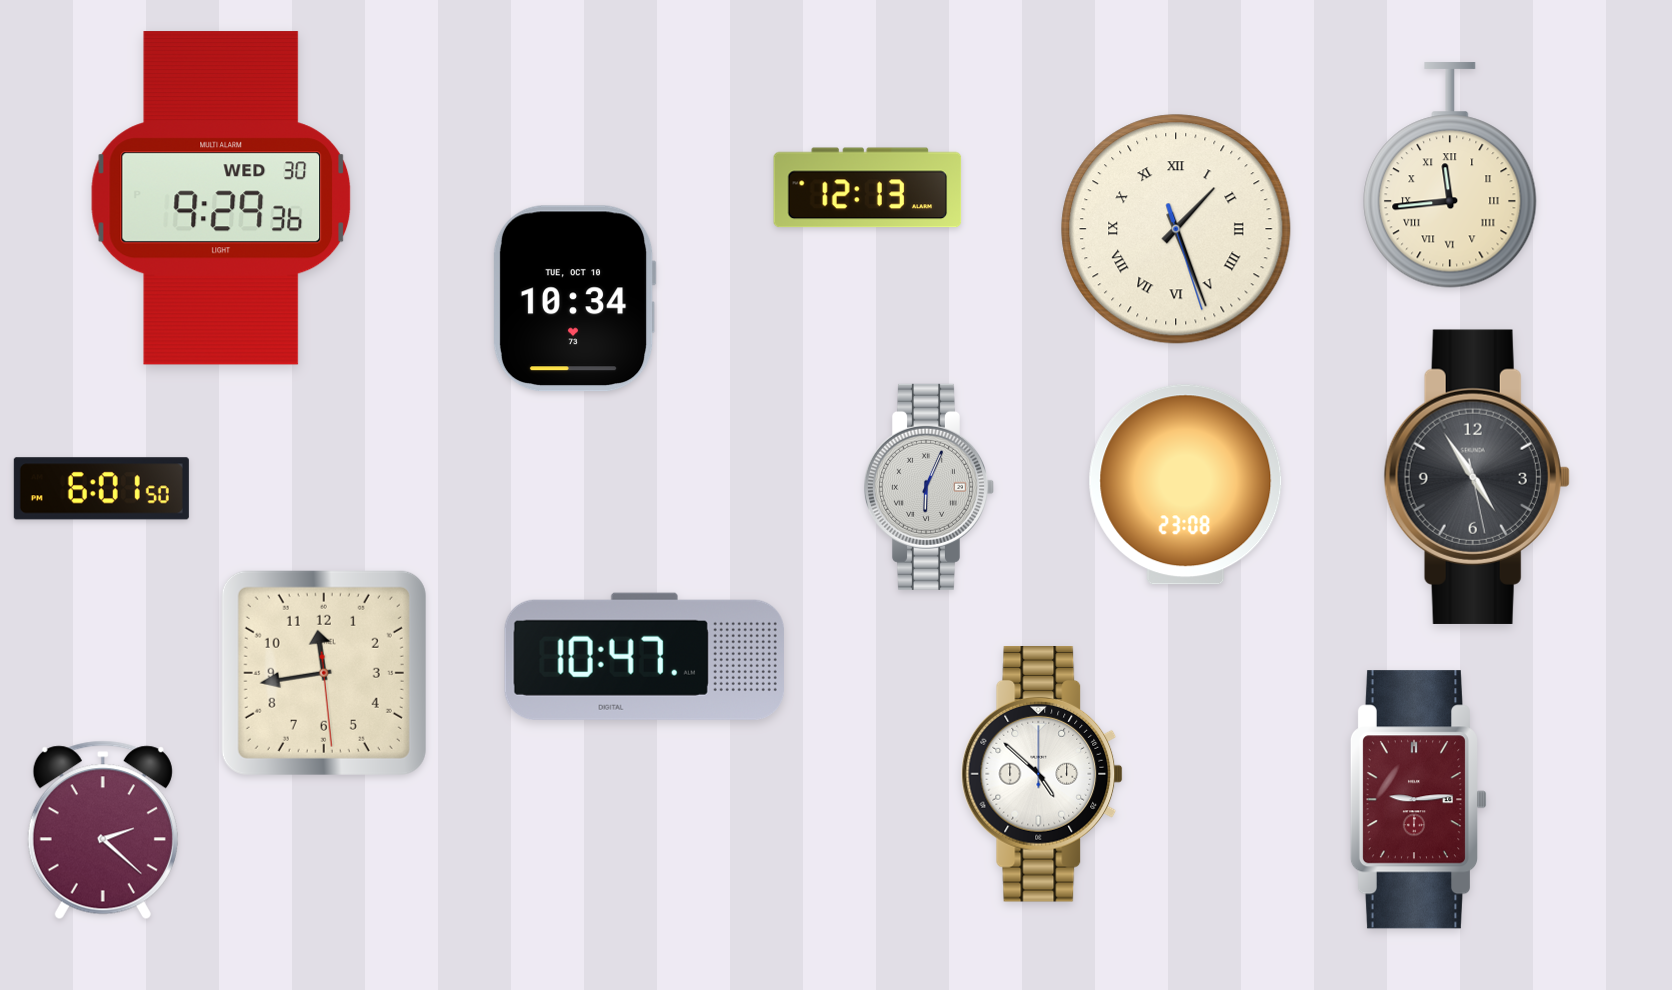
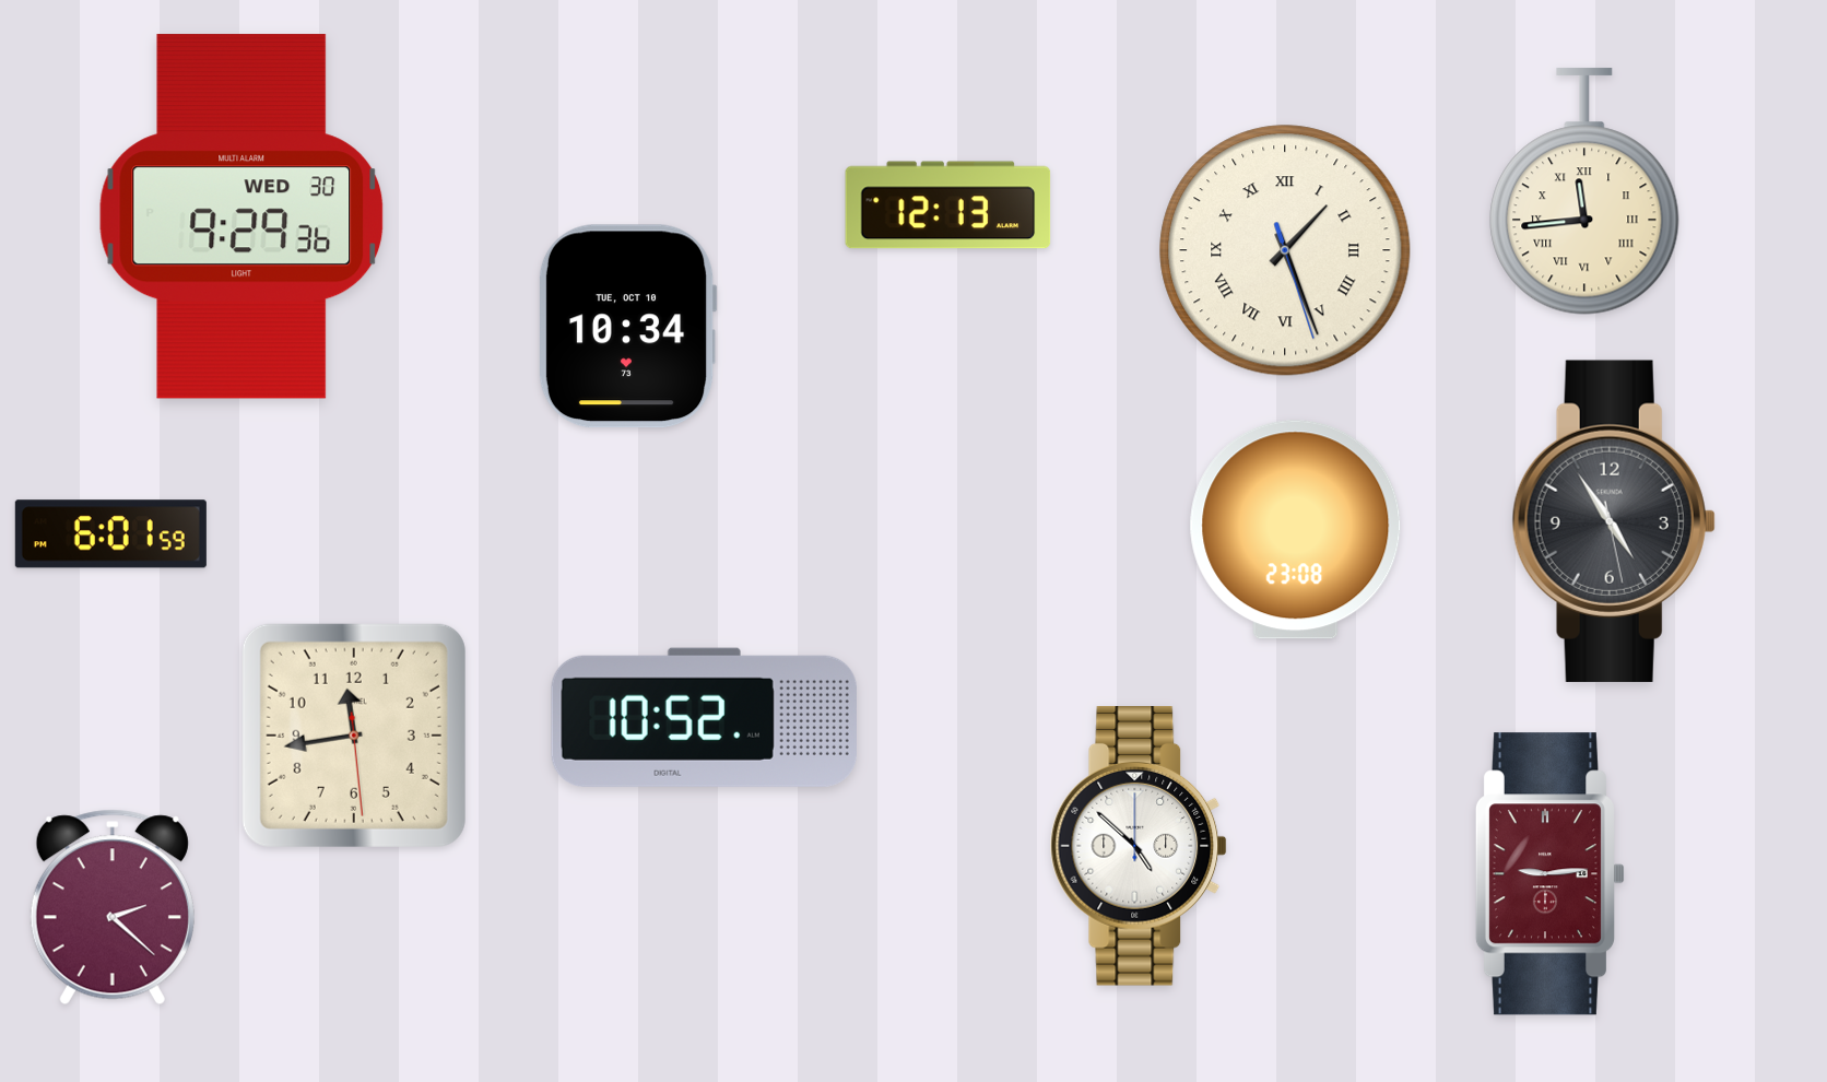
clock at (928, 487): 6:04 -> none
clock at (101, 489): 6:01:50 -> 6:01:59
clock at (644, 656): 10:47 -> 10:52
